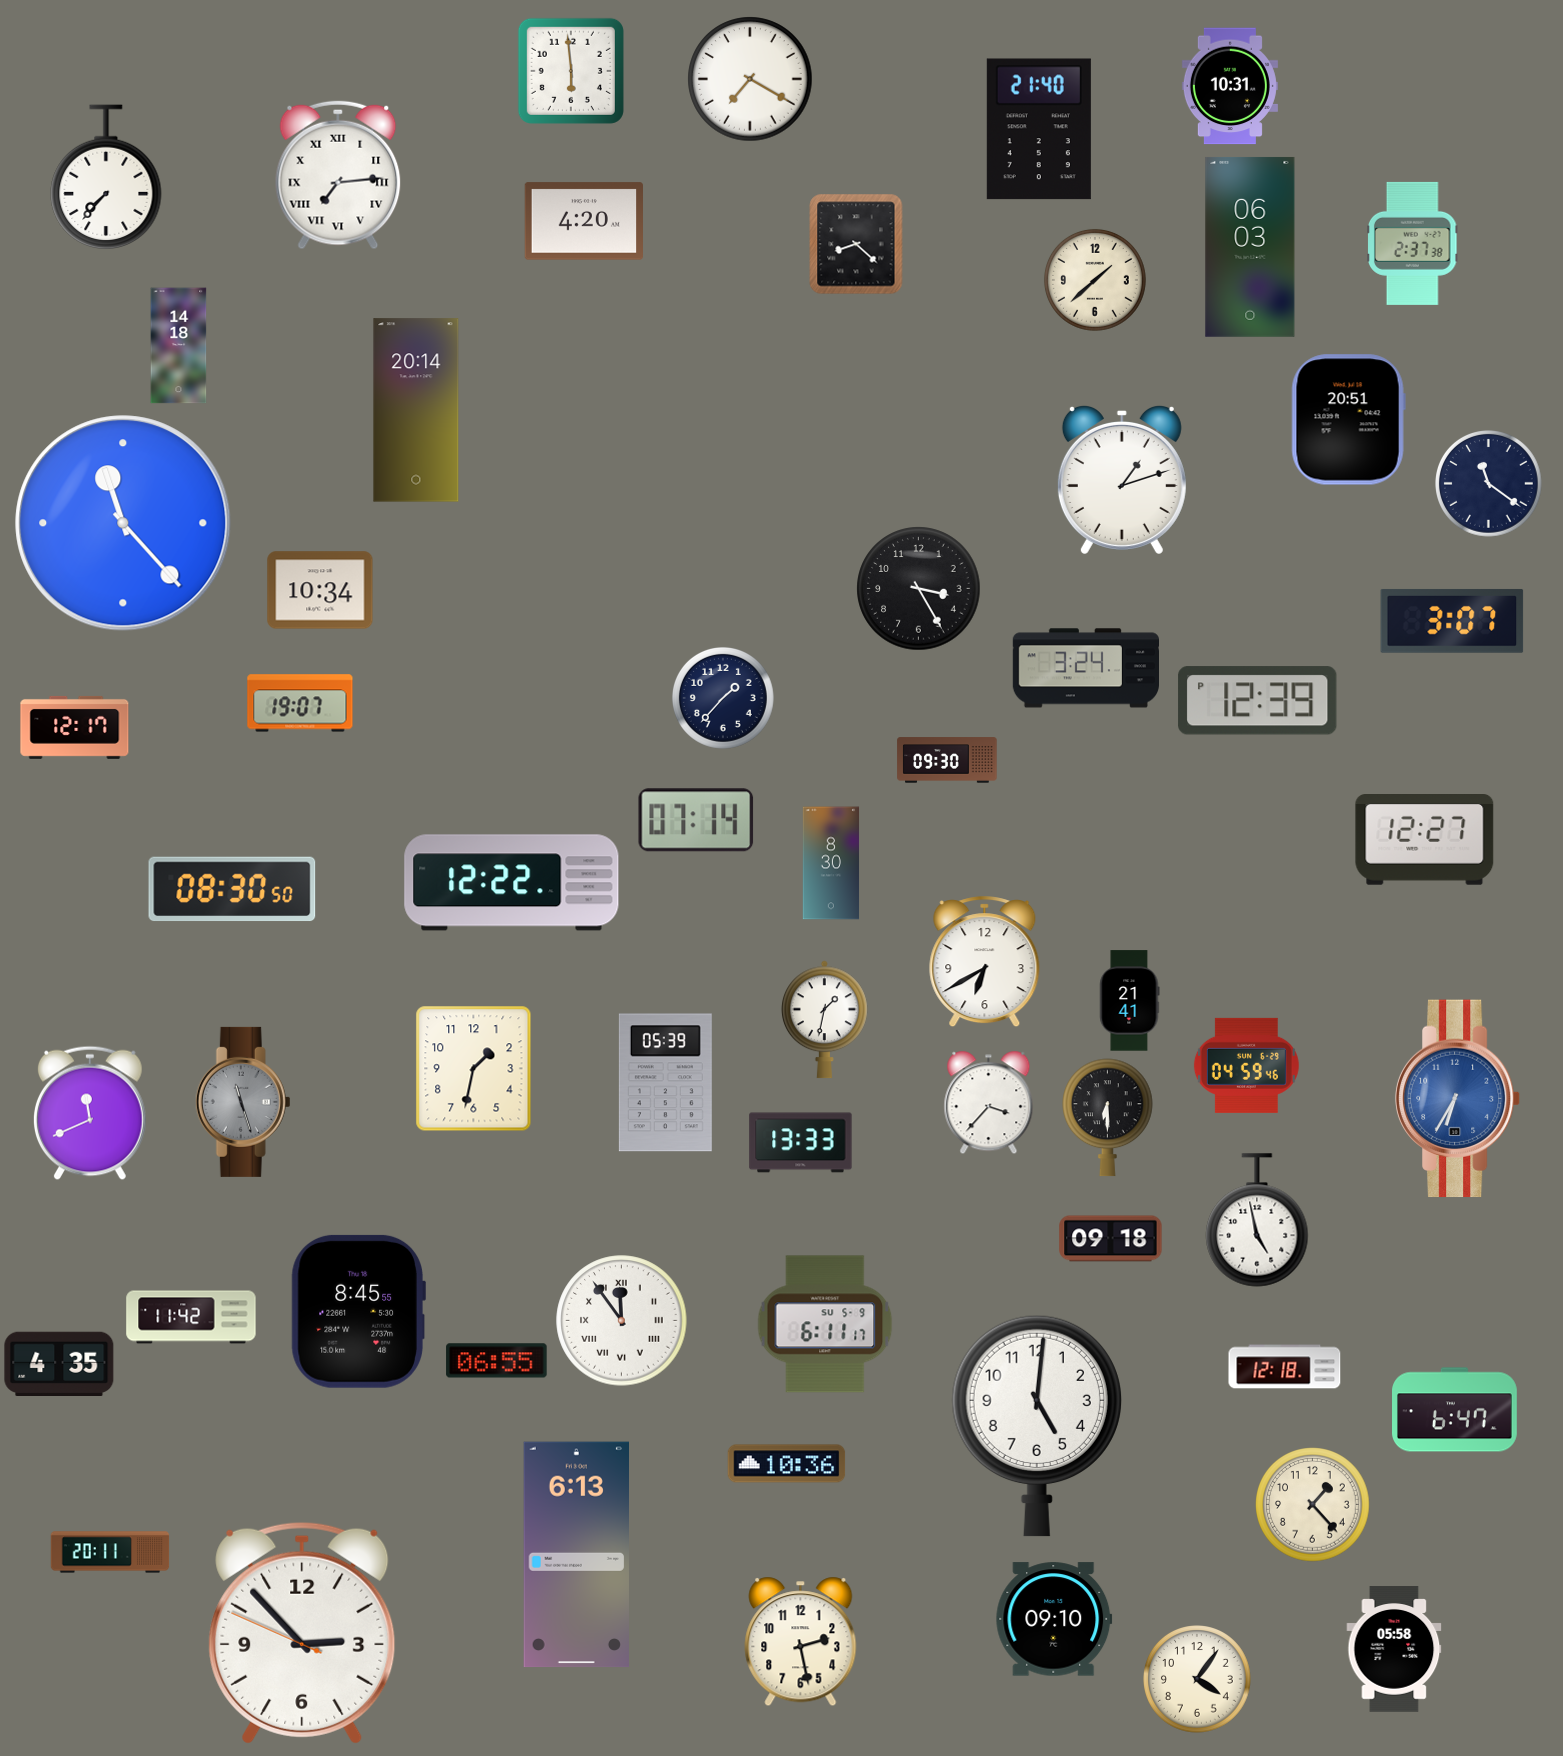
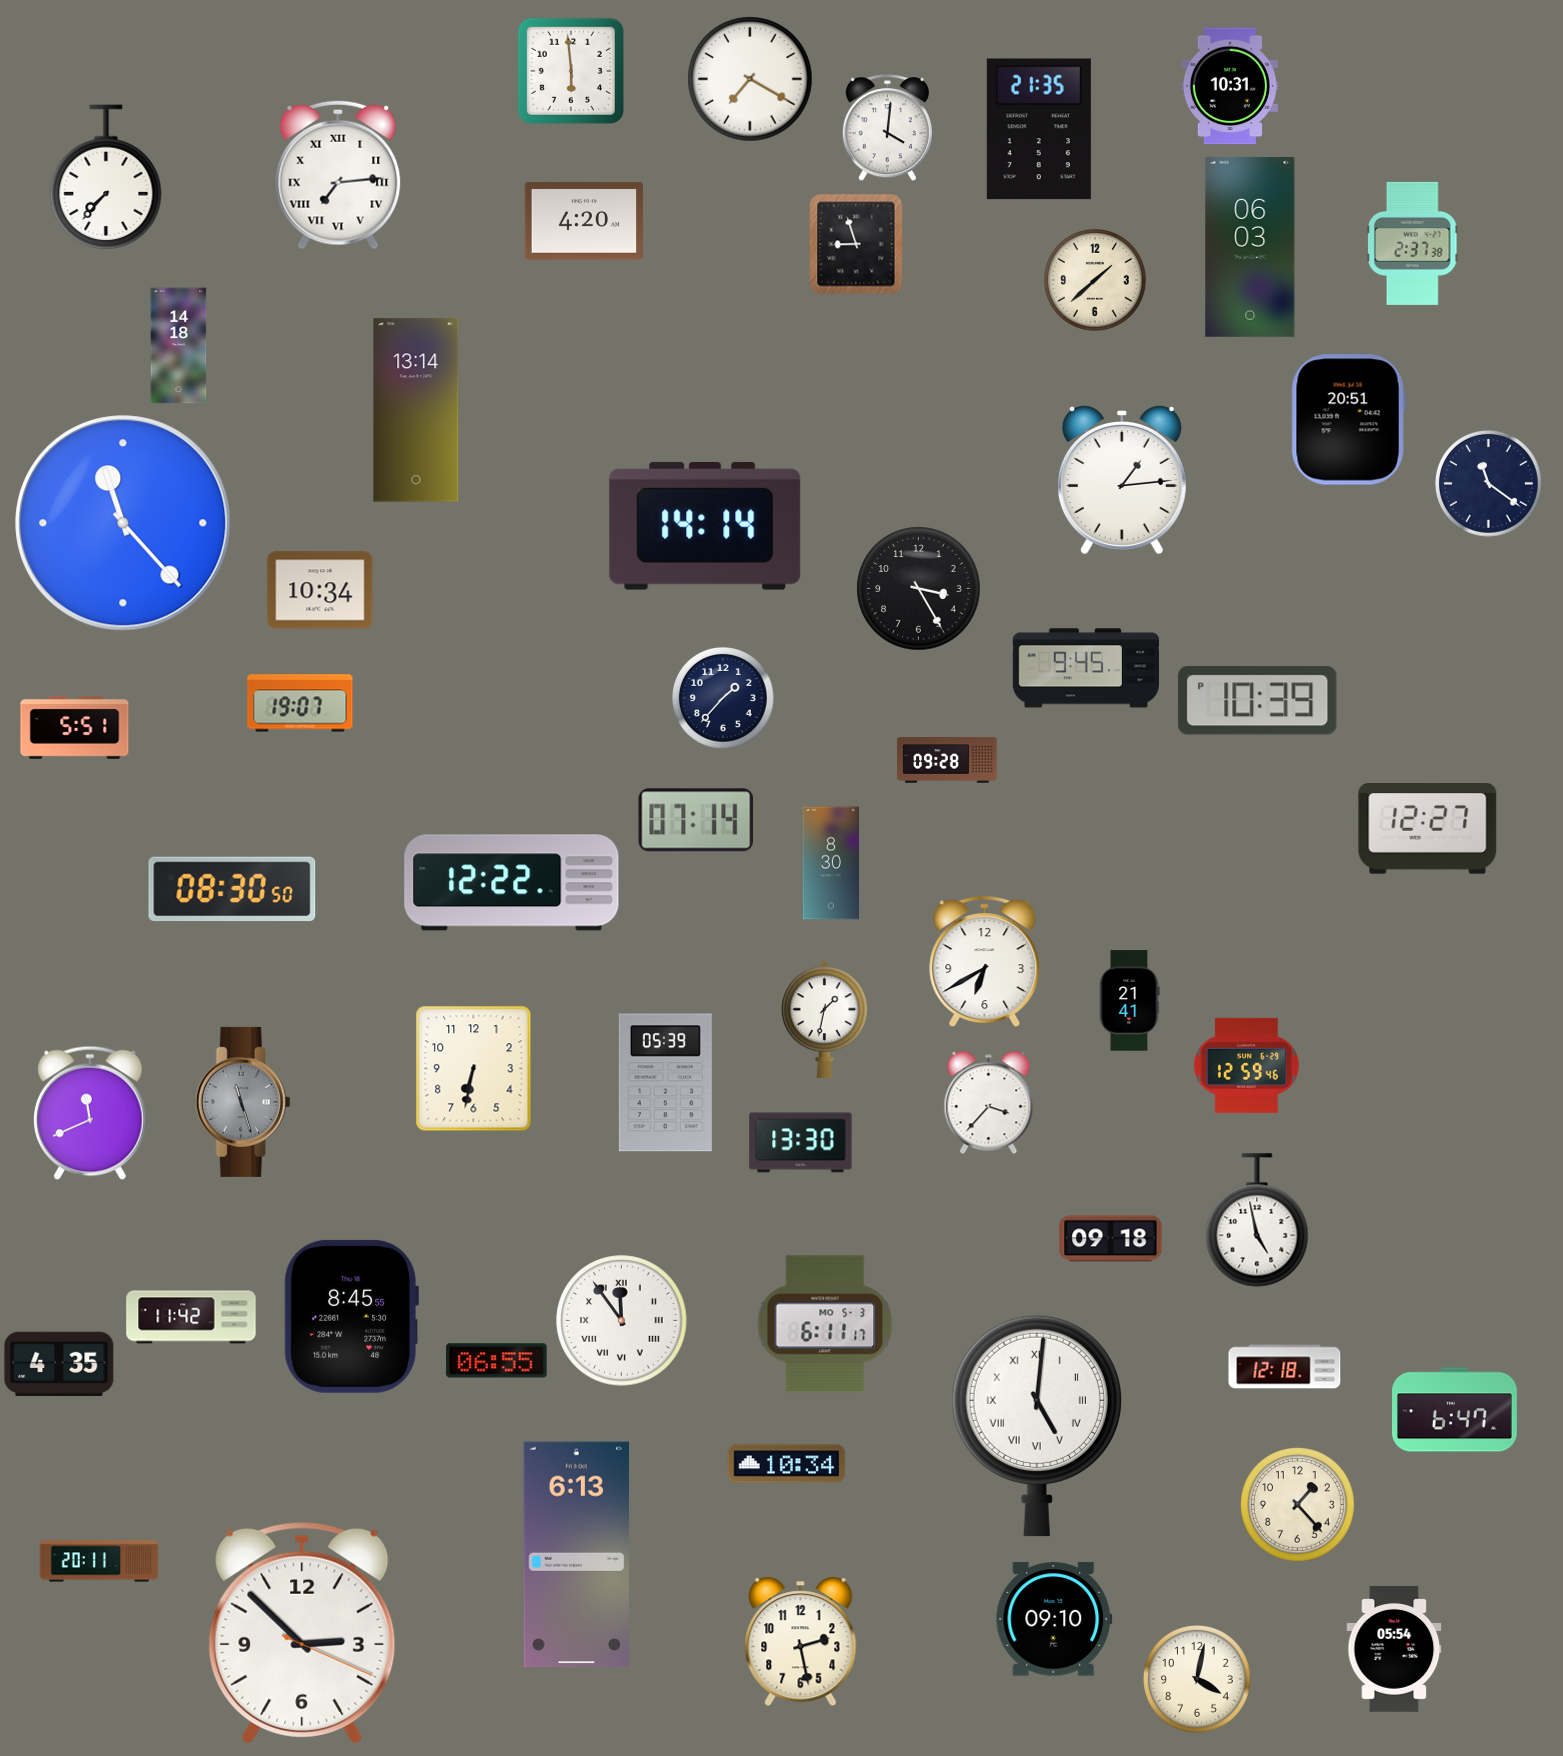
clock at (887, 128): none -> 4:01
clock at (1039, 129): 21:40 -> 21:35
clock at (856, 244): 8:22 -> 8:57
clock at (416, 410): 20:14 -> 13:14
clock at (1122, 479): 1:12 -> 1:14
clock at (705, 526): none -> 14:14
clock at (1452, 621): 3:07 -> none
clock at (1085, 668): 3:24 -> 9:45
clock at (1258, 701): 12:39 -> 10:39
clock at (75, 727): 12:17 -> 5:51
clock at (947, 760): 09:30 -> 09:28
clock at (1425, 840) position: (1425, 840) -> (1428, 829)
clock at (1246, 1065): 04:59 -> 12:59
clock at (474, 1069): 1:32 -> 6:32
clock at (1458, 1099): 6:35 -> none
clock at (1108, 1118): 6:30 -> none
clock at (801, 1143): 13:33 -> 13:30
clock at (358, 1311) position: (358, 1311) -> (351, 1316)
clock at (825, 1324) date: SU 5-9 -> MO 5-3
clock at (1037, 1426) numerals: Arabic -> Roman
clock at (787, 1464): 10:36 -> 10:34
clock at (1313, 1505) position: (1313, 1505) -> (1298, 1505)
clock at (110, 1552) position: (110, 1552) -> (99, 1561)
clock at (302, 1633): 2:52:49 -> 2:52:19
clock at (1394, 1649): 05:58 -> 05:54
clock at (1198, 1680): 4:06 -> 4:02
